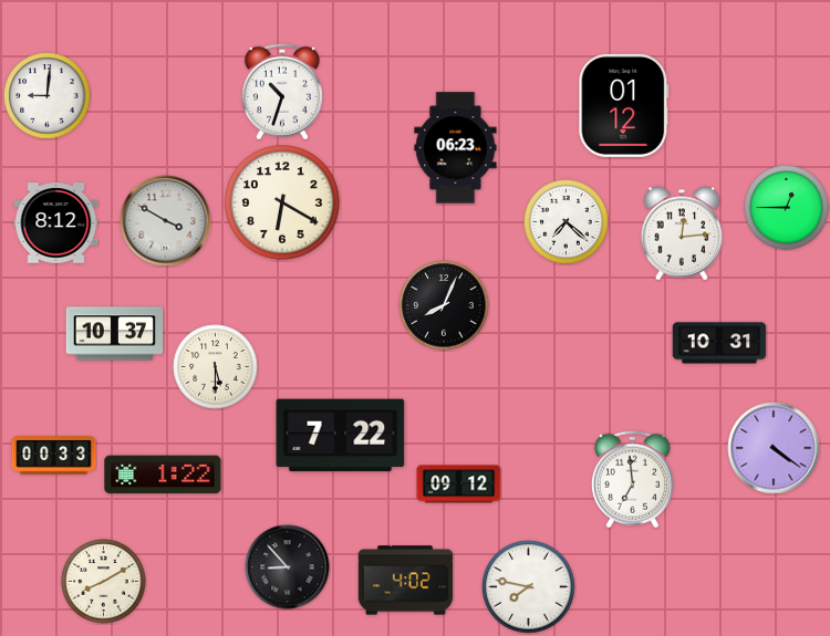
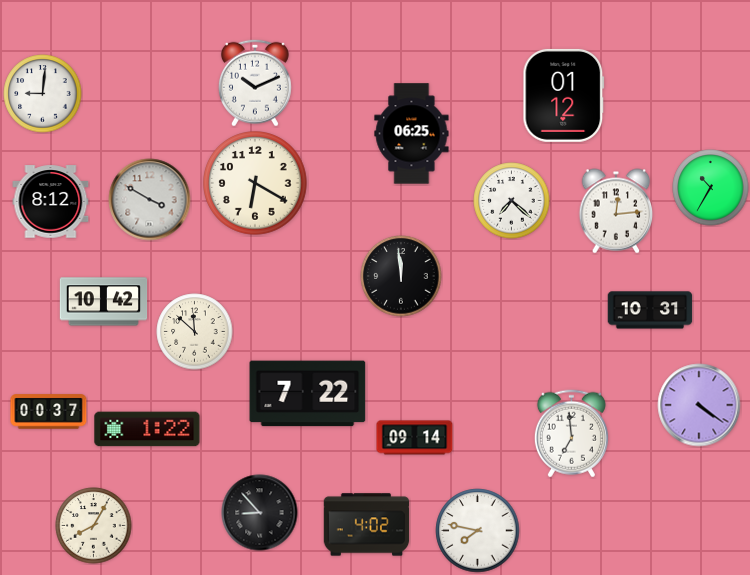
clock at (282, 92): 10:33 -> 10:11
clock at (48, 96) position: (48, 96) -> (43, 94)
clock at (456, 148): 06:23 -> 06:25
clock at (787, 208): 12:45 -> 10:35
clock at (444, 305): 8:04 -> 11:59
clock at (115, 334): 10:37 -> 10:42
clock at (216, 367): 5:30 -> 11:52
clock at (54, 456): 00:33 -> 00:37
clock at (459, 484): 09:12 -> 09:14
clock at (104, 582): 8:10 -> 8:05
